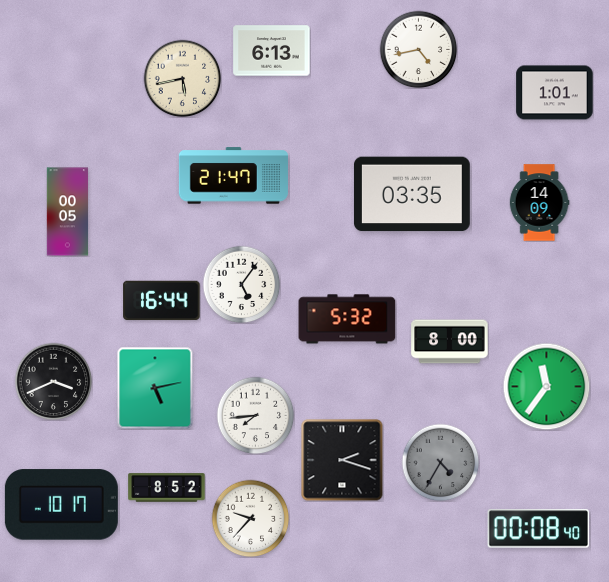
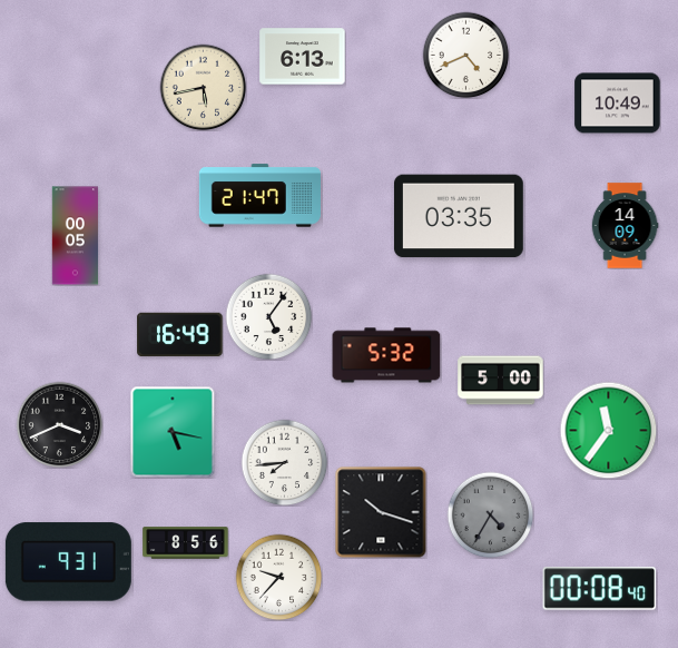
clock at (418, 49): 4:43 -> 4:41
clock at (555, 93): 1:01 -> 10:49
clock at (539, 203) position: (539, 203) -> (625, 226)
clock at (162, 301): 16:44 -> 16:49
clock at (450, 342): 8:00 -> 5:00
clock at (155, 388): 5:13 -> 5:17
clock at (342, 460): 2:18 -> 10:18
clock at (167, 488): 8:52 -> 8:56
clock at (61, 505): 10:17 -> 9:31
